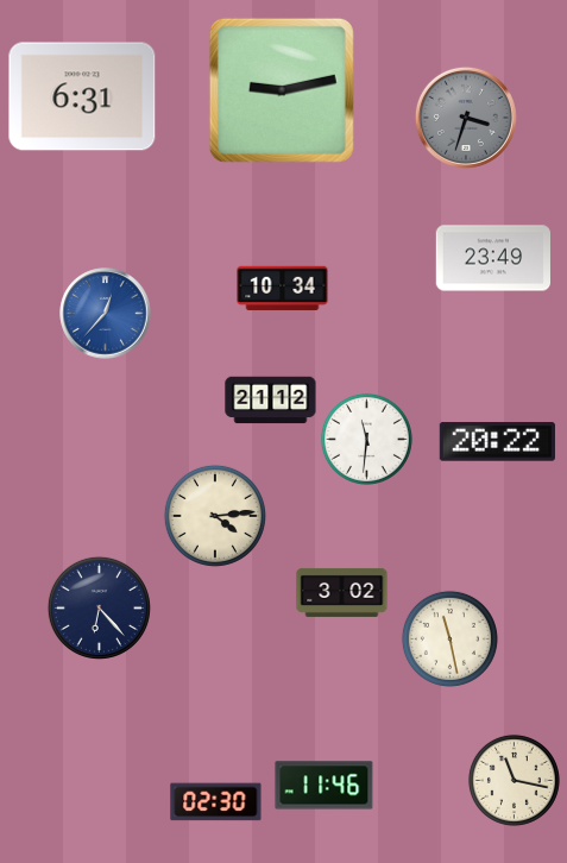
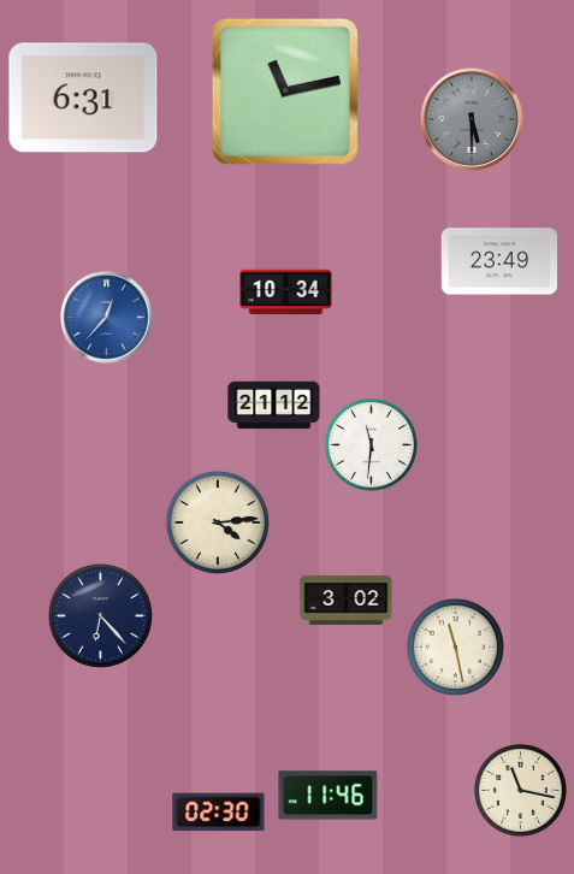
clock at (282, 90): 9:13 -> 11:13
clock at (466, 118): 3:33 -> 5:30
clock at (497, 442): 20:22 -> none
